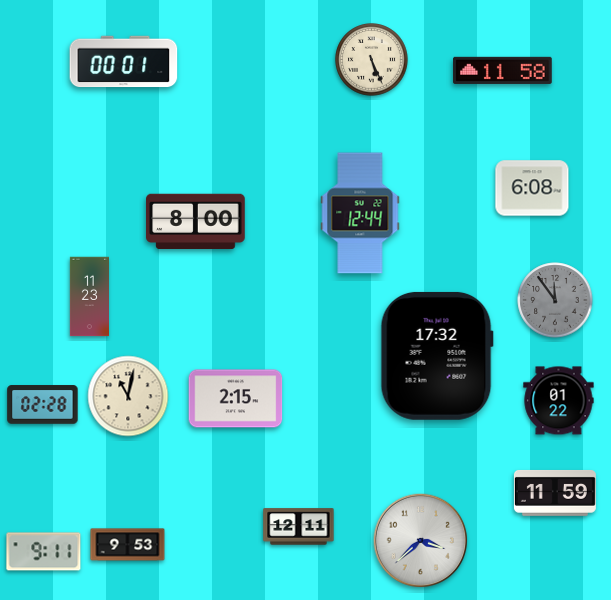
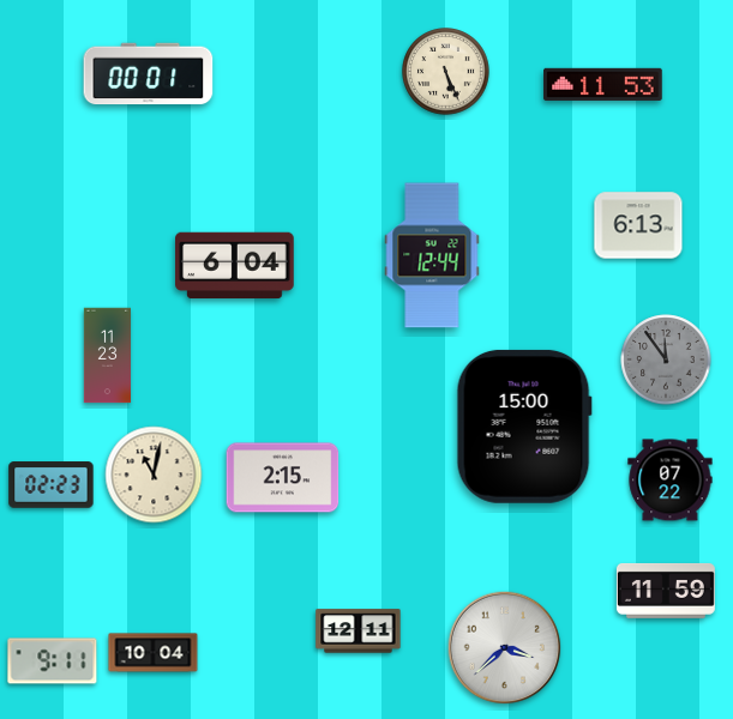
clock at (503, 70): 11:58 -> 11:53
clock at (532, 188): 6:08 -> 6:13
clock at (196, 222): 8:00 -> 6:04
clock at (437, 356): 17:32 -> 15:00
clock at (559, 401): 01:22 -> 07:22
clock at (43, 405): 02:28 -> 02:23
clock at (128, 545): 9:53 -> 10:04
